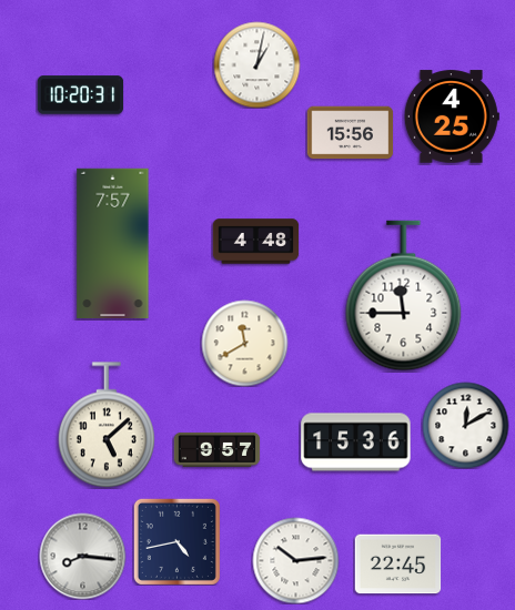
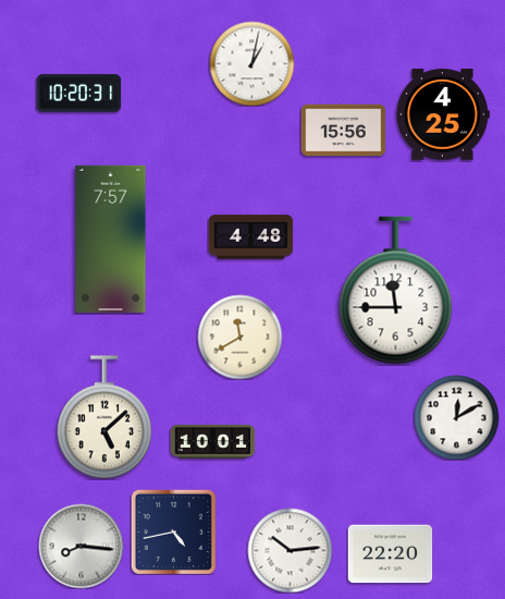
clock at (356, 443): 15:36 -> none
clock at (216, 450): 9:57 -> 10:01
clock at (397, 565): 22:45 -> 22:20
